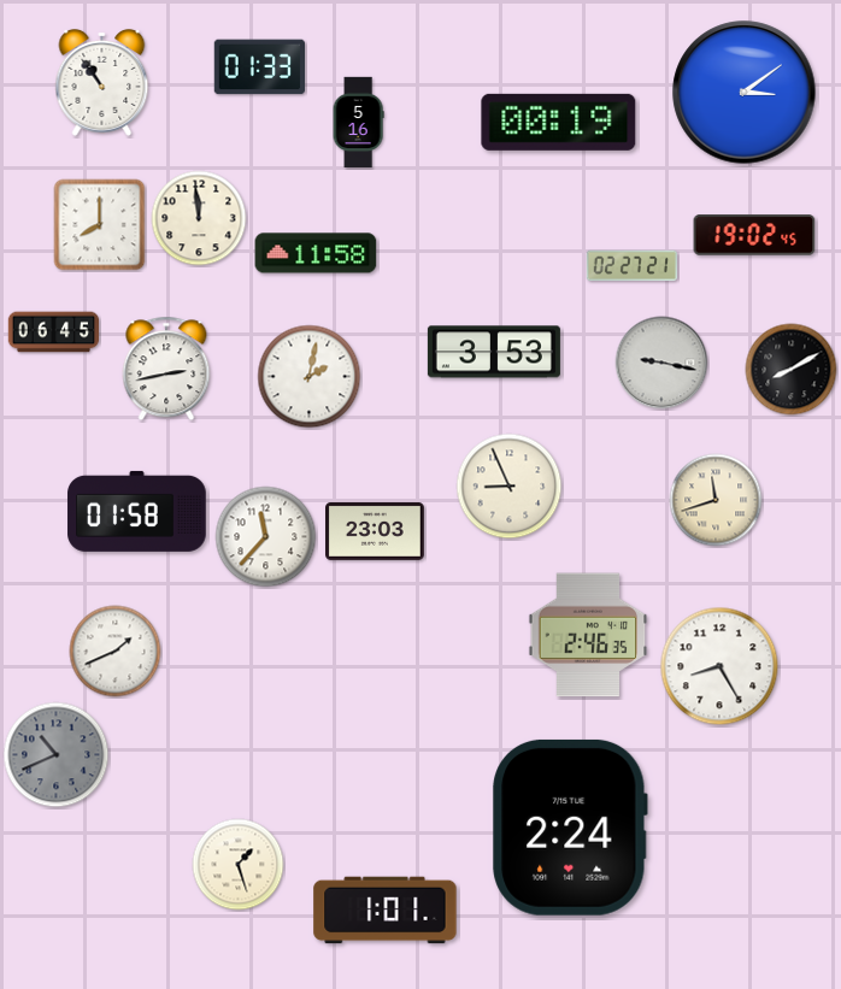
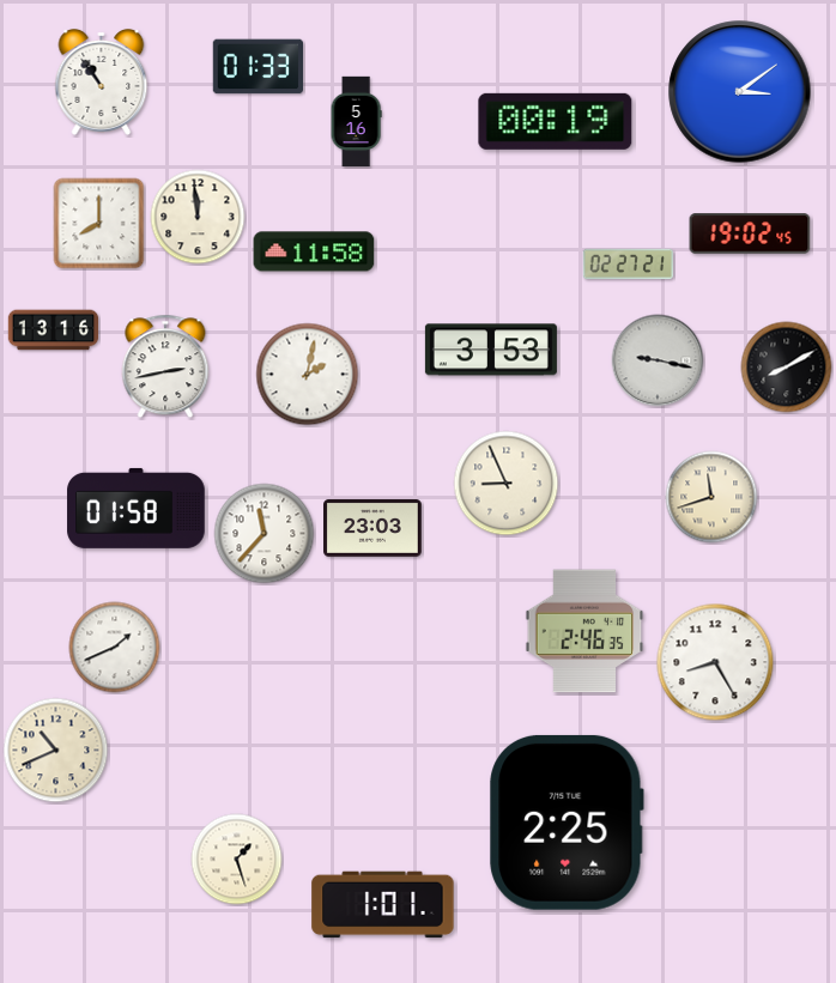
clock at (54, 332): 06:45 -> 13:16
clock at (57, 755) dial: grey -> cream
clock at (570, 828): 2:24 -> 2:25
